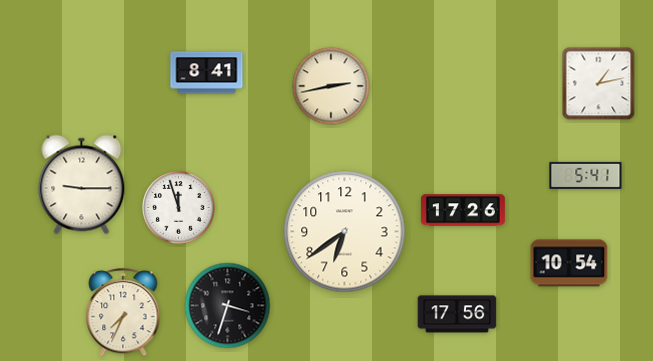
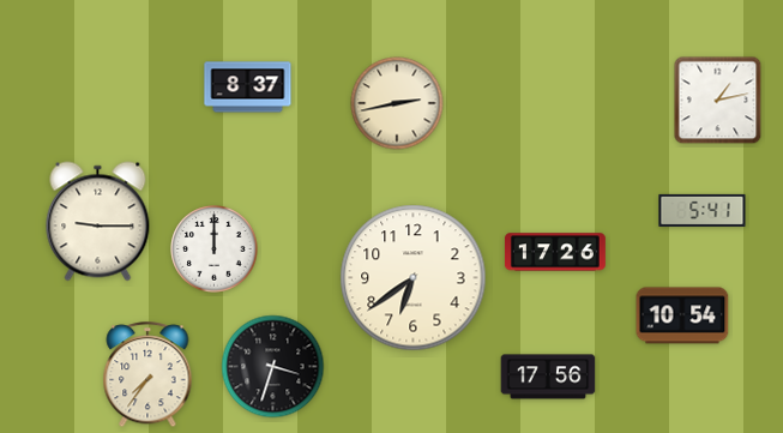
clock at (207, 73): 8:41 -> 8:37
clock at (179, 208): 11:57 -> 12:00
clock at (123, 313): 7:34 -> 7:36
